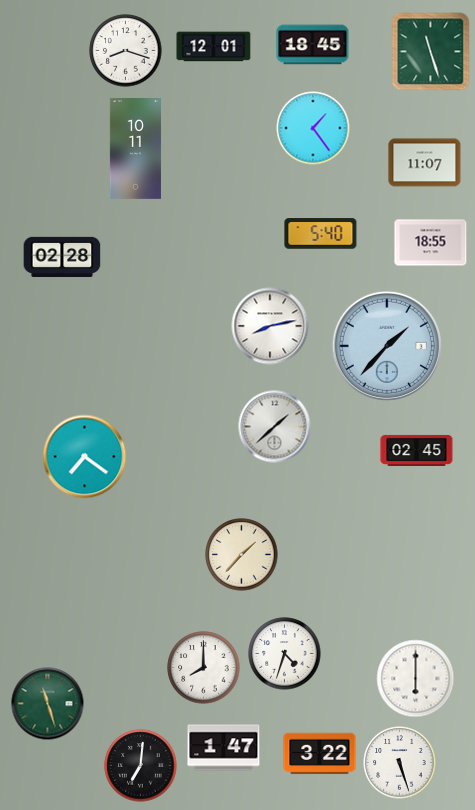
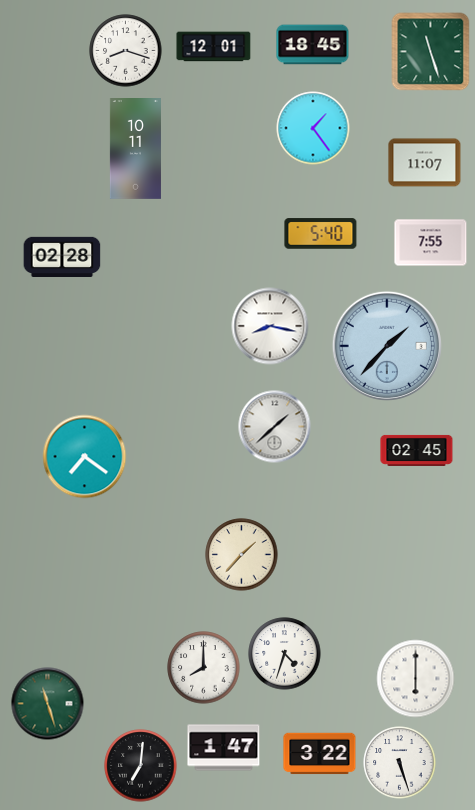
clock at (431, 243): 18:55 -> 7:55
clock at (270, 326): 8:13 -> 8:17
